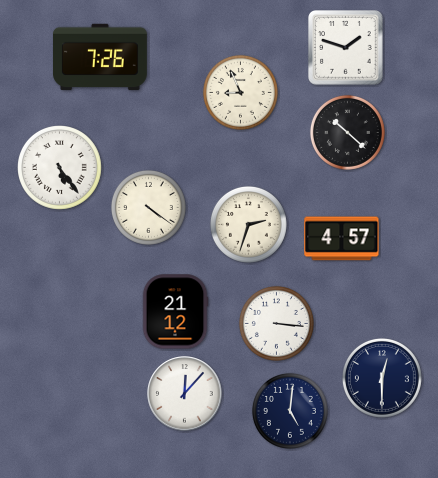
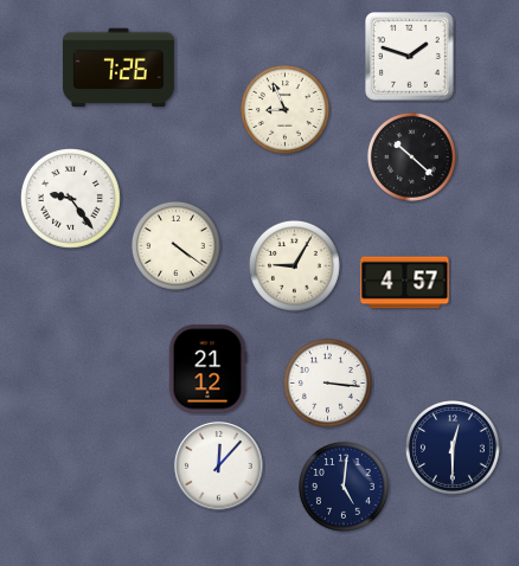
clock at (60, 168): 5:24 -> 9:24
clock at (248, 224): 2:33 -> 9:05
